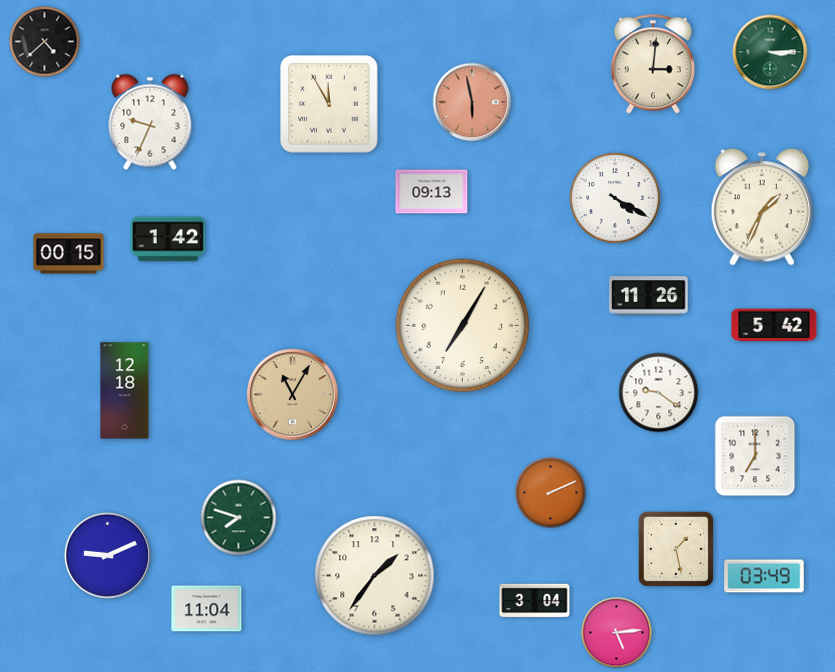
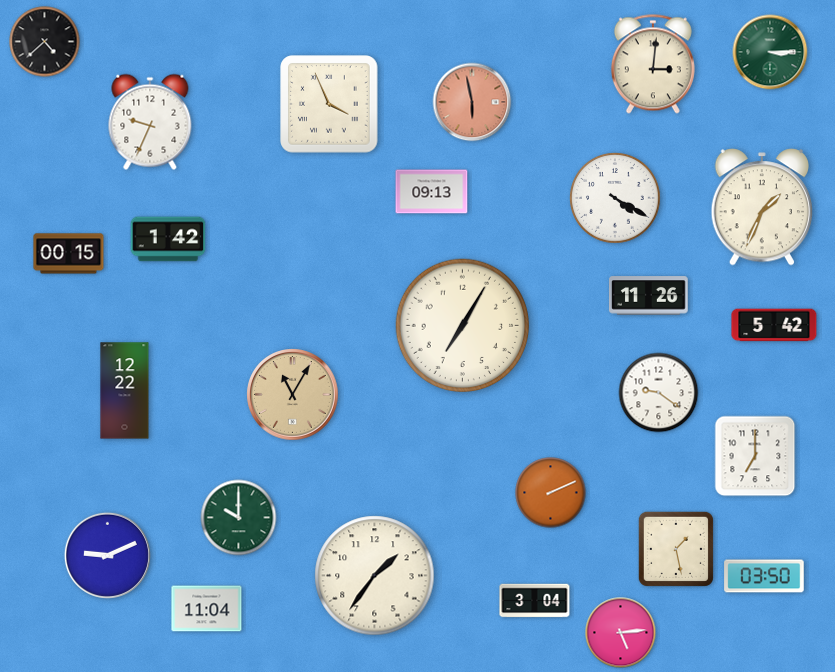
clock at (329, 104): 11:55 -> 3:56
clock at (125, 391): 12:18 -> 12:22
clock at (239, 518): 7:48 -> 10:00
clock at (764, 576): 03:49 -> 03:50
clock at (617, 633) position: (617, 633) -> (621, 633)
